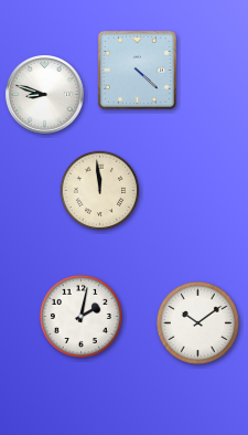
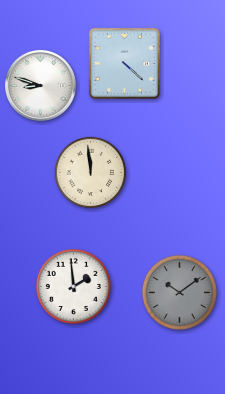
clock at (80, 316): 2:02 -> 1:59
clock at (197, 322) dial: white -> grey
